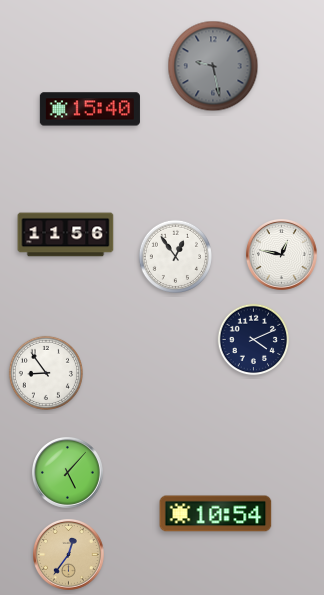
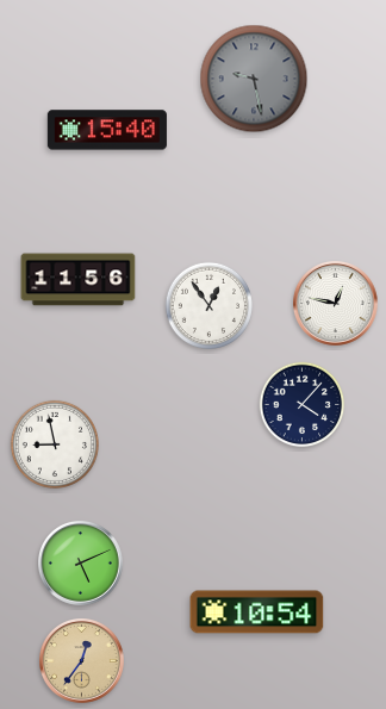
clock at (254, 340): 4:11 -> 4:07
clock at (46, 373): 8:54 -> 8:58
clock at (68, 473): 5:07 -> 5:11
